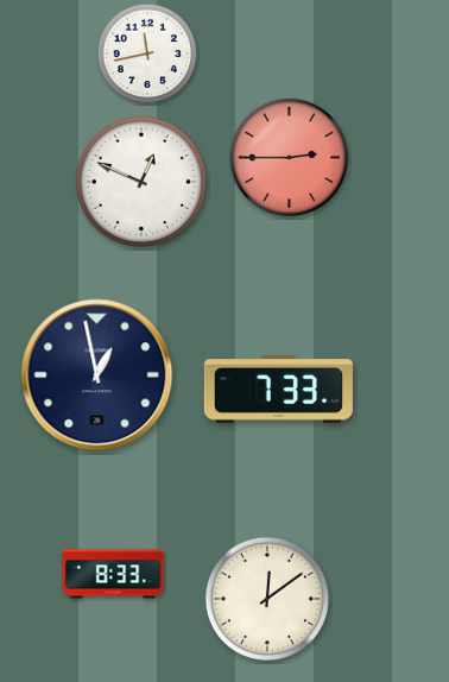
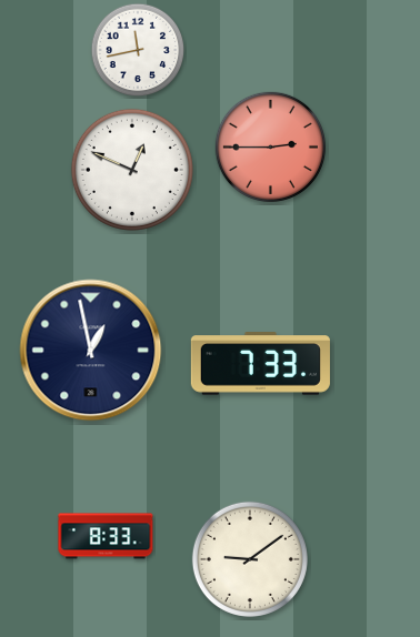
clock at (267, 599): 12:09 -> 9:09
